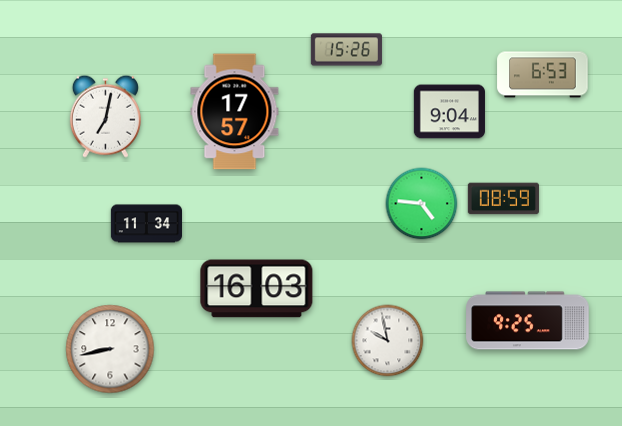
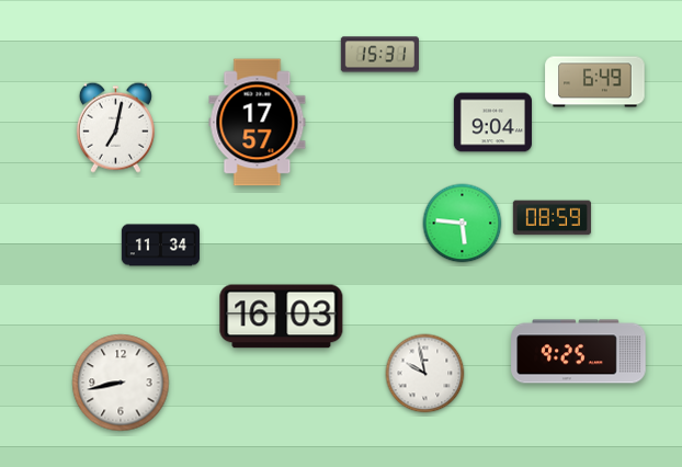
clock at (346, 50): 15:26 -> 15:31
clock at (543, 75): 6:53 -> 6:49
clock at (422, 204): 4:46 -> 5:46
